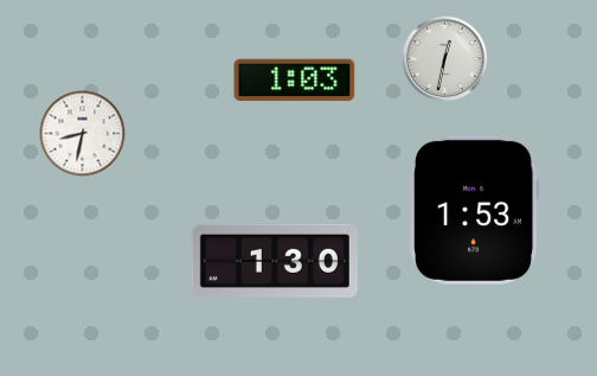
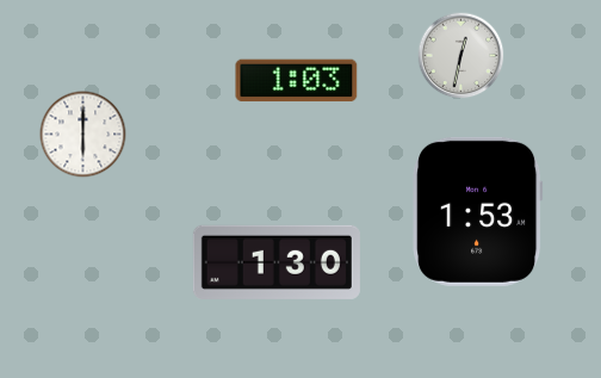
clock at (445, 59) position: (445, 59) -> (461, 56)
clock at (83, 134): 8:32 -> 6:00
